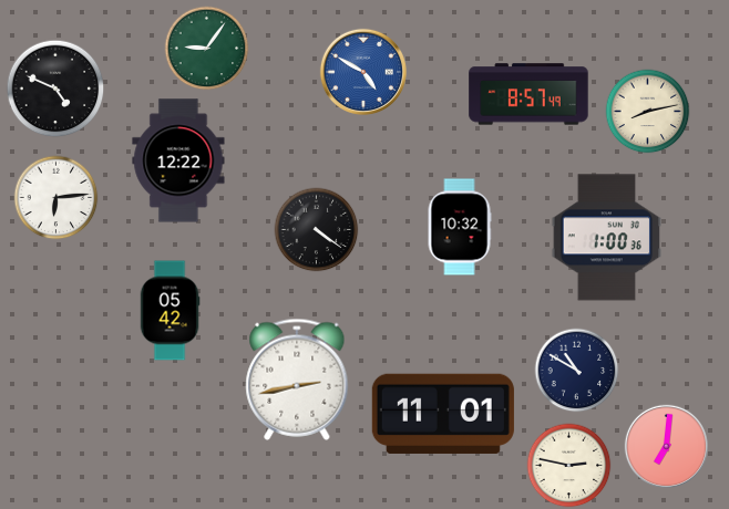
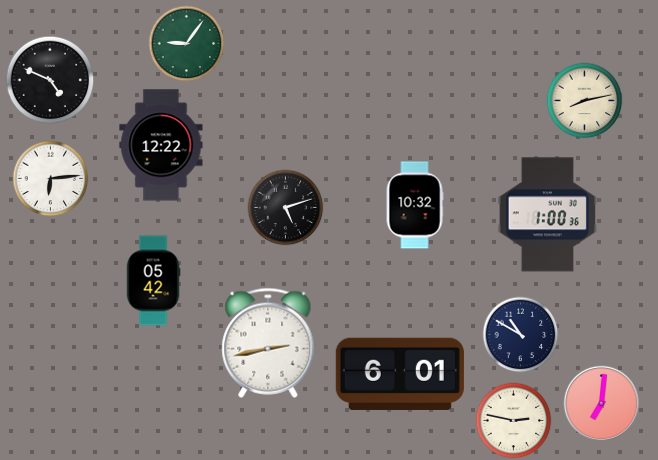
clock at (362, 71): 4:50 -> none
clock at (528, 94): 8:57 -> none
clock at (317, 230): 4:21 -> 5:12
clock at (443, 414): 11:01 -> 6:01
